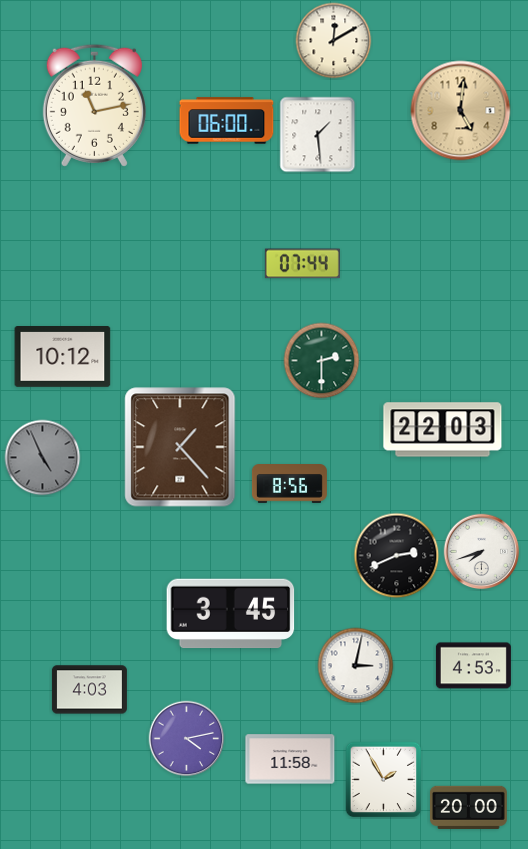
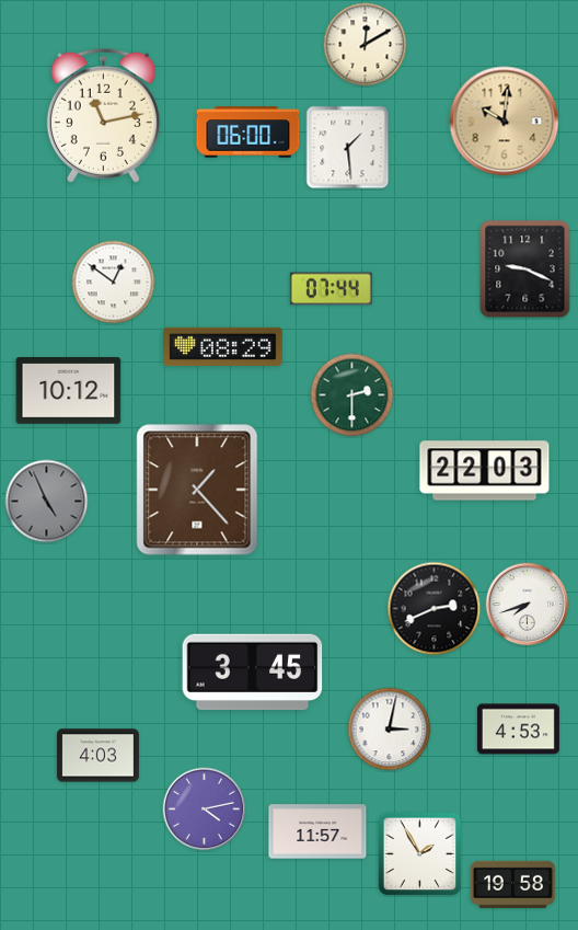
clock at (461, 111): 5:01 -> 10:01
clock at (525, 269): none -> 9:19
clock at (114, 283): none -> 12:51
clock at (223, 346): none -> 08:29
clock at (289, 484): 8:56 -> none
clock at (290, 759): 11:58 -> 11:57
clock at (469, 807): 20:00 -> 19:58
